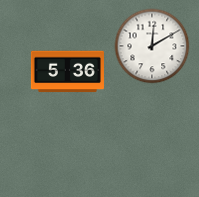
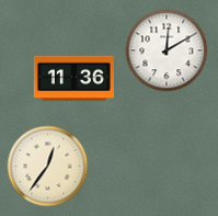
clock at (67, 72): 5:36 -> 11:36
clock at (48, 167): none -> 12:36
